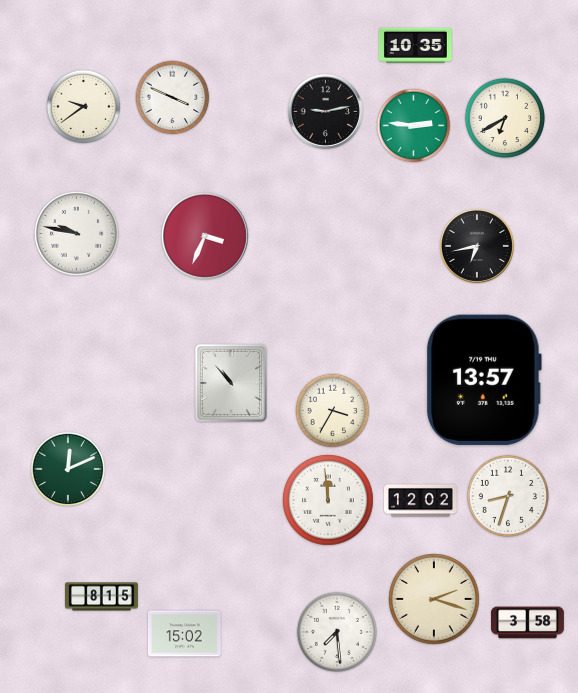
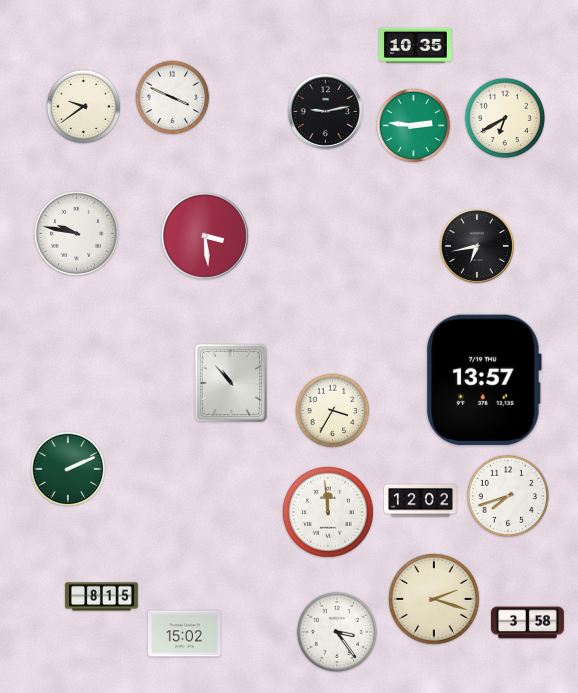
clock at (205, 236): 3:34 -> 3:29
clock at (68, 469): 12:11 -> 2:11
clock at (508, 496): 8:33 -> 7:42
clock at (329, 501) position: (329, 501) -> (329, 513)
clock at (336, 631): 7:29 -> 3:24
